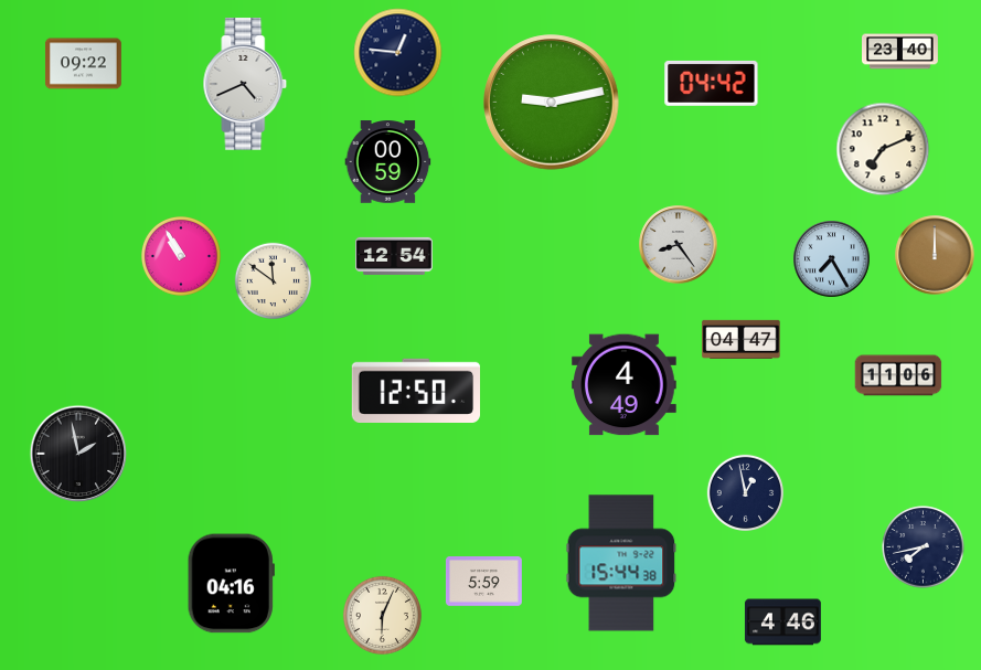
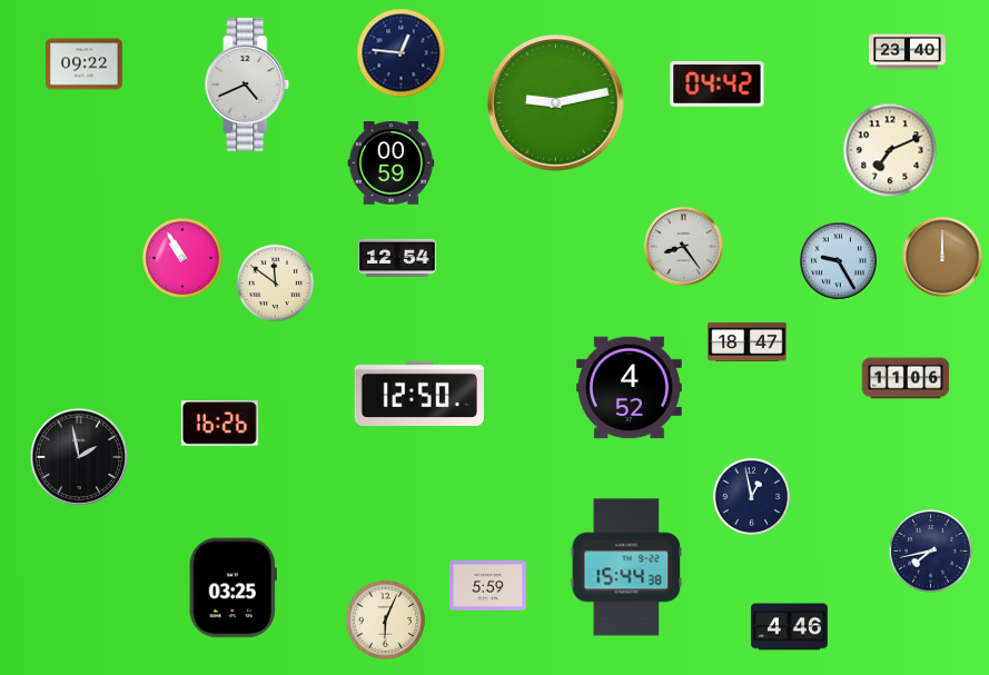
clock at (832, 259): 7:25 -> 9:25
clock at (742, 339): 04:47 -> 18:47
clock at (625, 385): 4:49 -> 4:52
clock at (219, 424): none -> 16:26
clock at (231, 584): 04:16 -> 03:25
